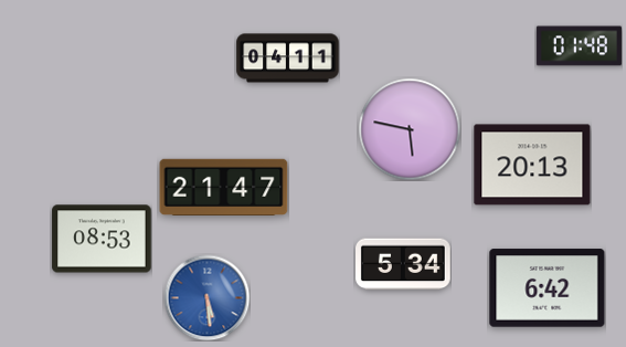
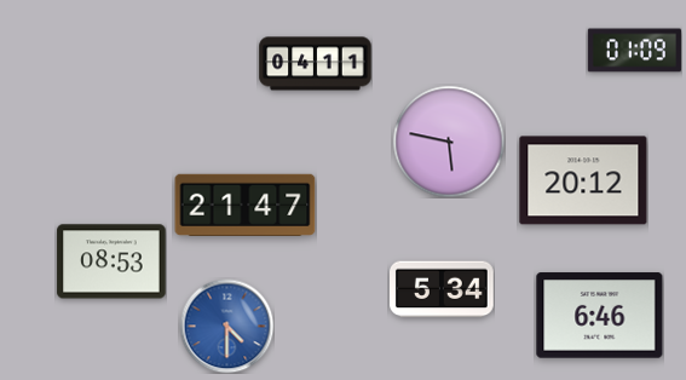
clock at (579, 46): 01:48 -> 01:09
clock at (532, 165): 20:13 -> 20:12
clock at (548, 288): 6:42 -> 6:46
clock at (206, 297): 5:29 -> 4:30
